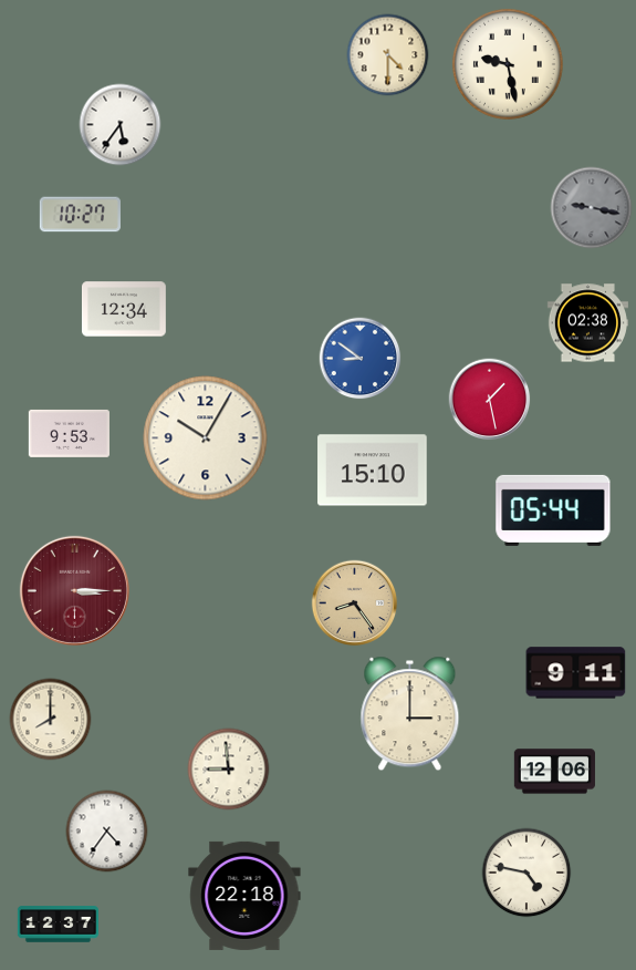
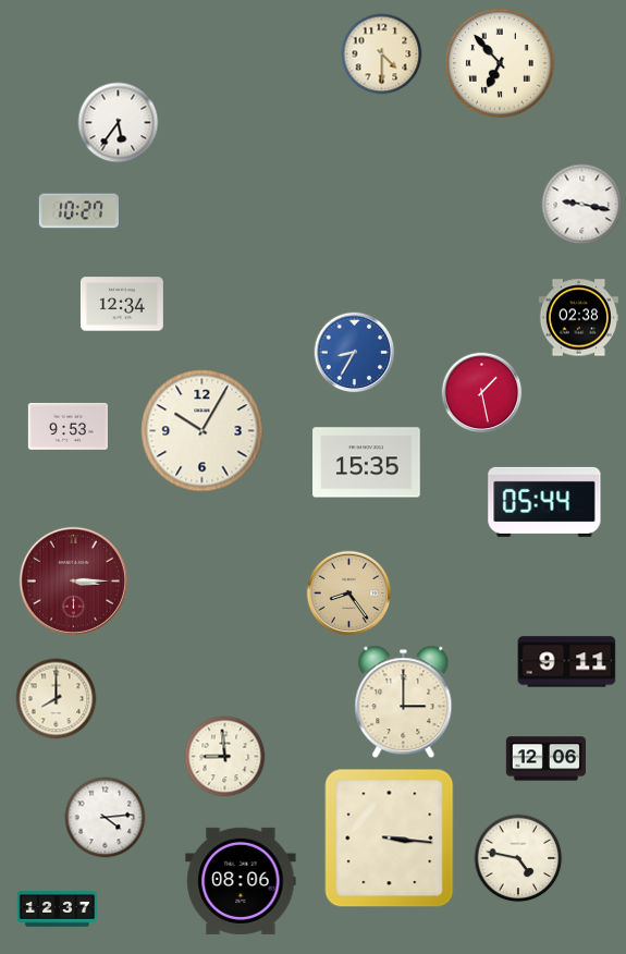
clock at (508, 64): 9:28 -> 6:53
clock at (592, 208) dial: grey -> white
clock at (361, 359): 8:51 -> 8:35
clock at (373, 471): 15:10 -> 15:35
clock at (51, 720) position: (51, 720) -> (57, 699)
clock at (107, 832): 4:36 -> 4:14
clock at (390, 839): none -> 3:16
clock at (244, 896): 22:18 -> 08:06
